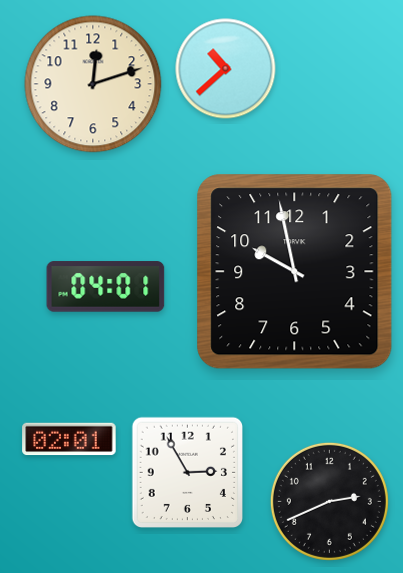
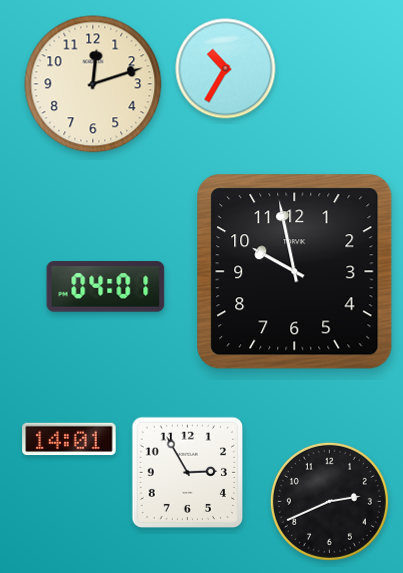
clock at (226, 69): 10:38 -> 10:35
clock at (69, 439): 02:01 -> 14:01
